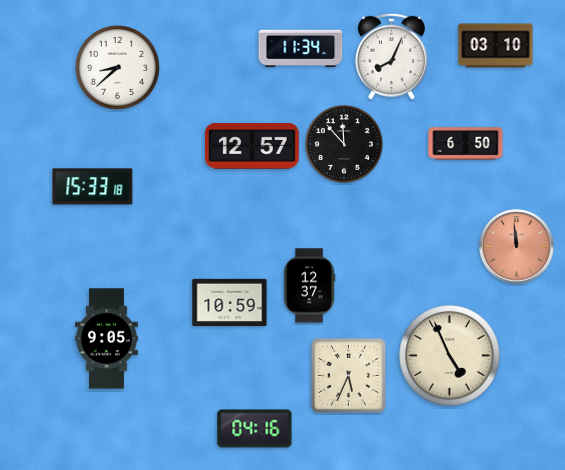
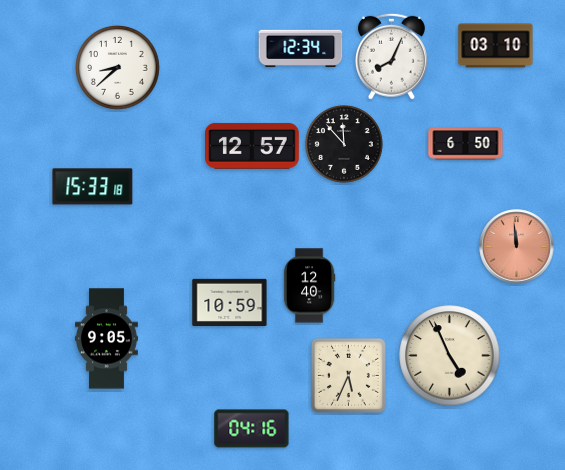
clock at (301, 48): 11:34 -> 12:34
clock at (309, 286): 12:37 -> 12:40
clock at (255, 429) position: (255, 429) -> (252, 429)
